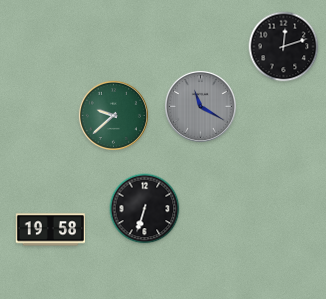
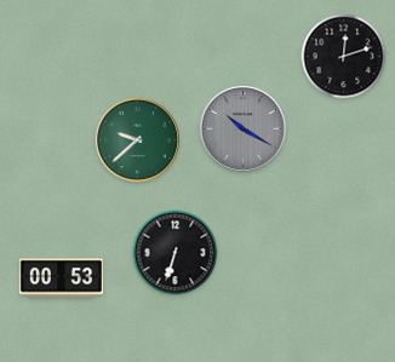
clock at (200, 106): 11:20 -> 10:20
clock at (50, 230): 19:58 -> 00:53
